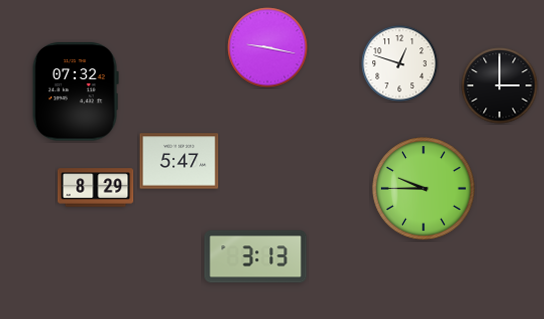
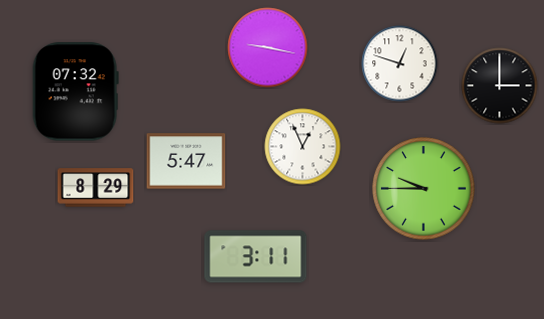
clock at (303, 147): none -> 12:56
clock at (179, 161) position: (179, 161) -> (186, 161)
clock at (256, 257): 3:13 -> 3:11
